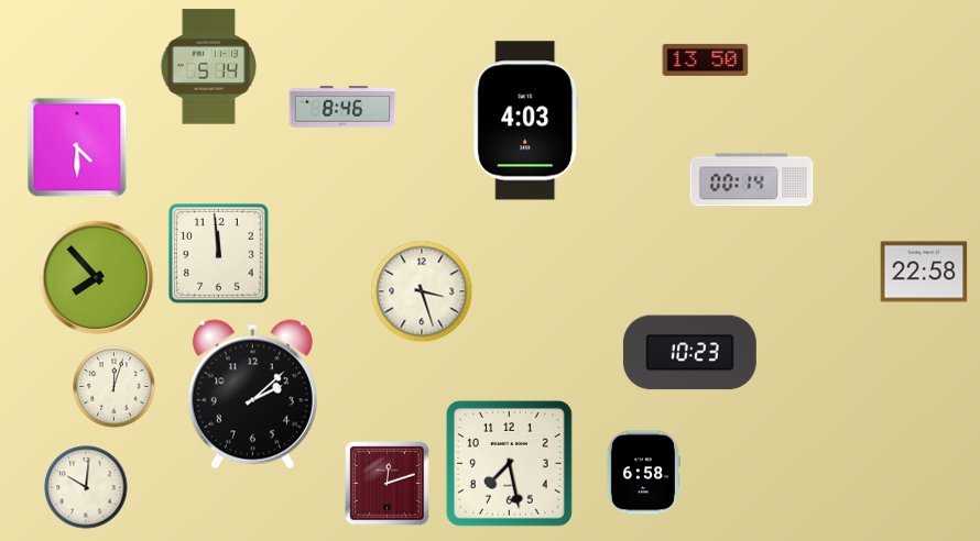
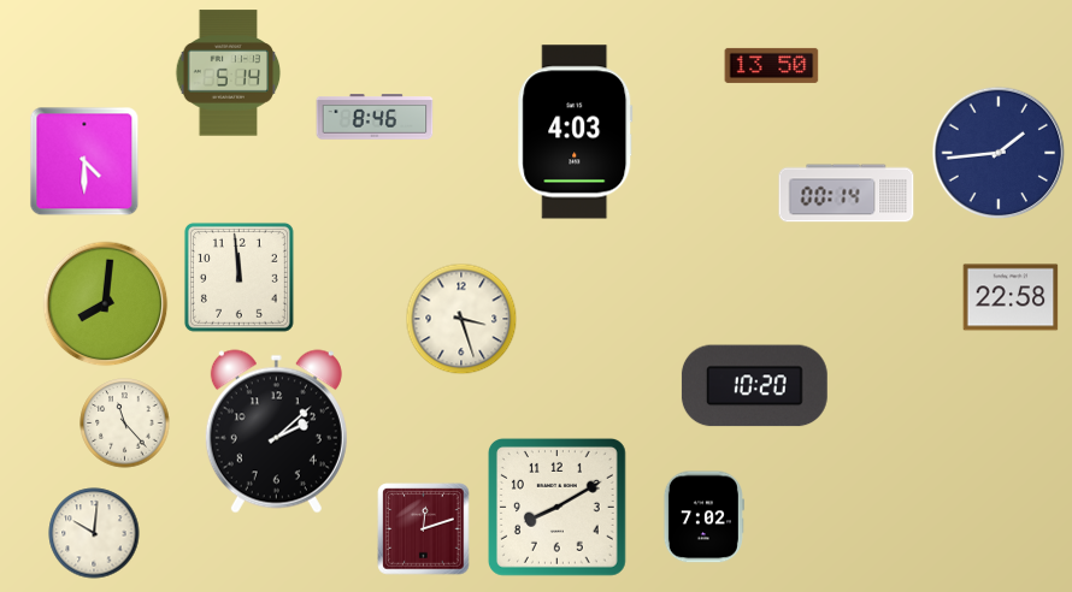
clock at (999, 153): none -> 1:44
clock at (752, 180) position: (752, 180) -> (847, 194)
clock at (97, 278): 7:53 -> 8:01
clock at (689, 353): 10:23 -> 10:20
clock at (115, 387): 12:03 -> 11:23
clock at (509, 463): 7:28 -> 8:10
clock at (643, 473): 6:58 -> 7:02
